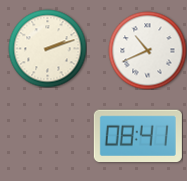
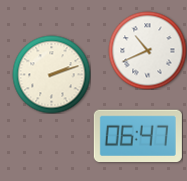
clock at (47, 48) position: (47, 48) -> (51, 74)
clock at (138, 135): 08:41 -> 06:47
